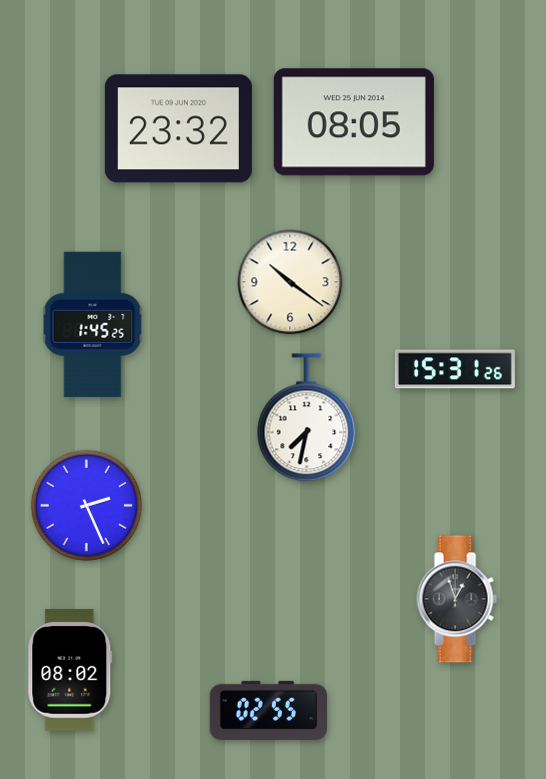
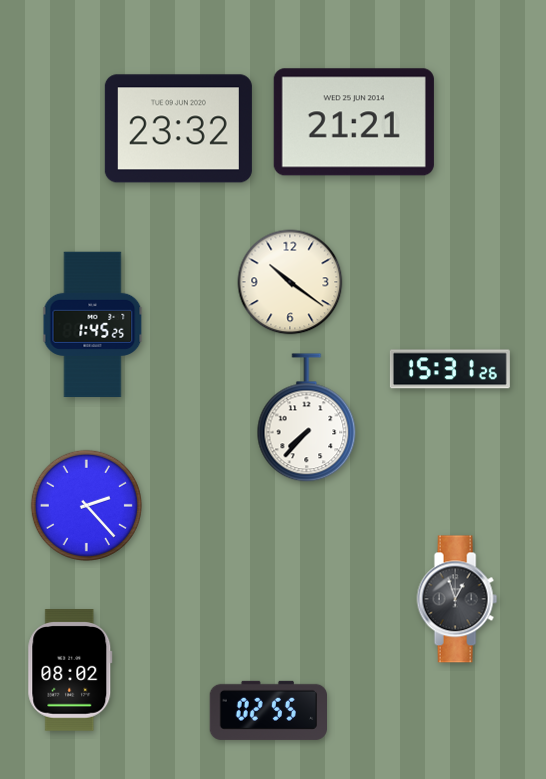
clock at (354, 122): 08:05 -> 21:21
clock at (455, 369) position: (455, 369) -> (450, 369)
clock at (307, 418): 7:32 -> 7:37
clock at (86, 505): 2:26 -> 2:23
